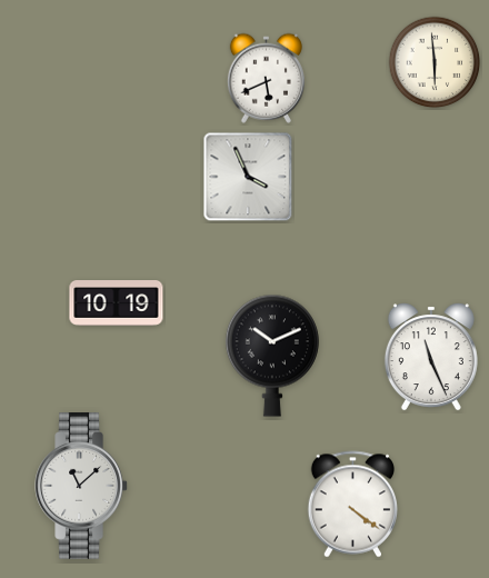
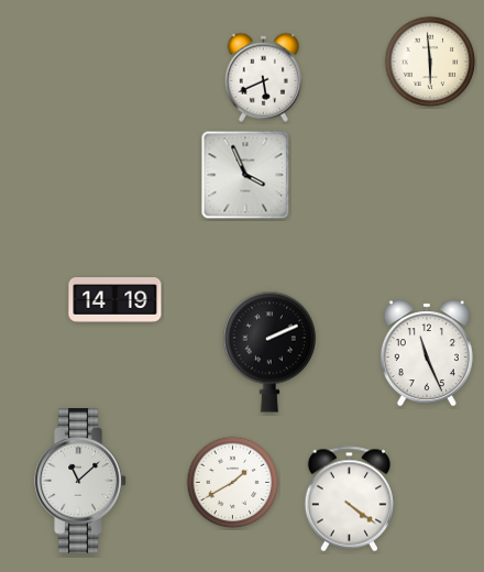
clock at (117, 303): 10:19 -> 14:19
clock at (272, 356): 10:11 -> 2:11
clock at (233, 483): none -> 1:40
